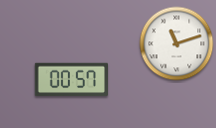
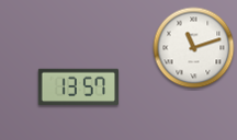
clock at (71, 80): 00:57 -> 13:57
